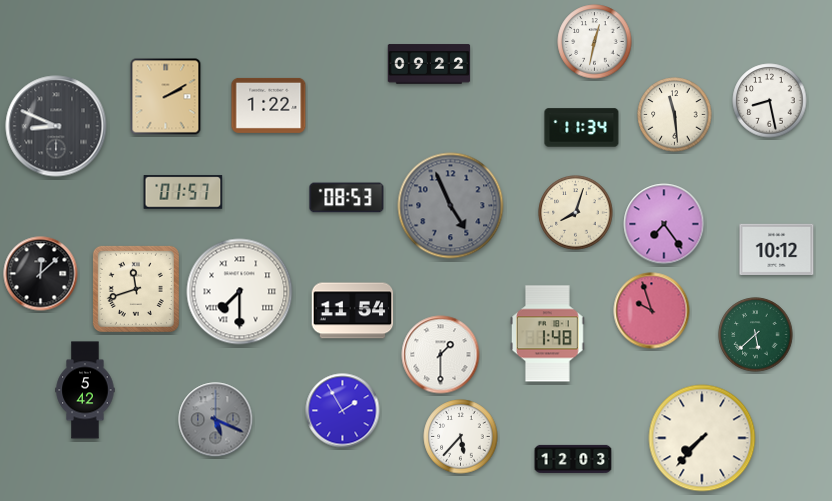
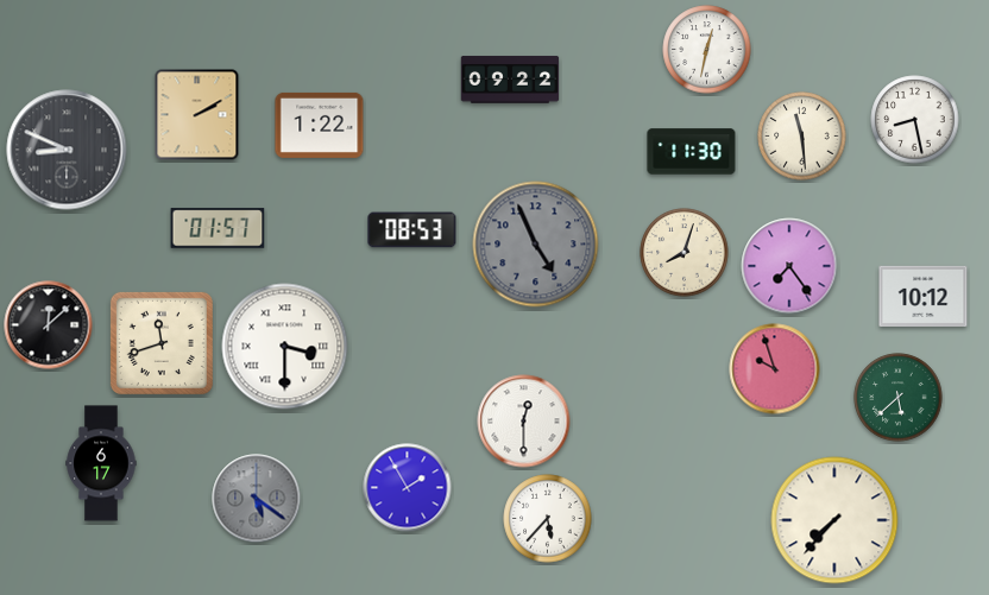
clock at (429, 64) position: (429, 64) -> (510, 80)
clock at (582, 128): 11:34 -> 11:30
clock at (347, 198) position: (347, 198) -> (412, 230)
clock at (240, 292): 7:30 -> 3:30
clock at (353, 311): 11:54 -> none
clock at (547, 334): 1:48 -> none
clock at (441, 355): 1:30 -> 12:30
clock at (85, 390): 5:42 -> 6:17
clock at (216, 420): 5:19 -> 5:21
clock at (573, 459): 12:03 -> none
